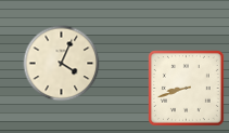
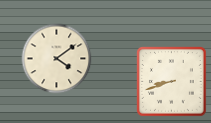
clock at (62, 64): 4:04 -> 4:09
